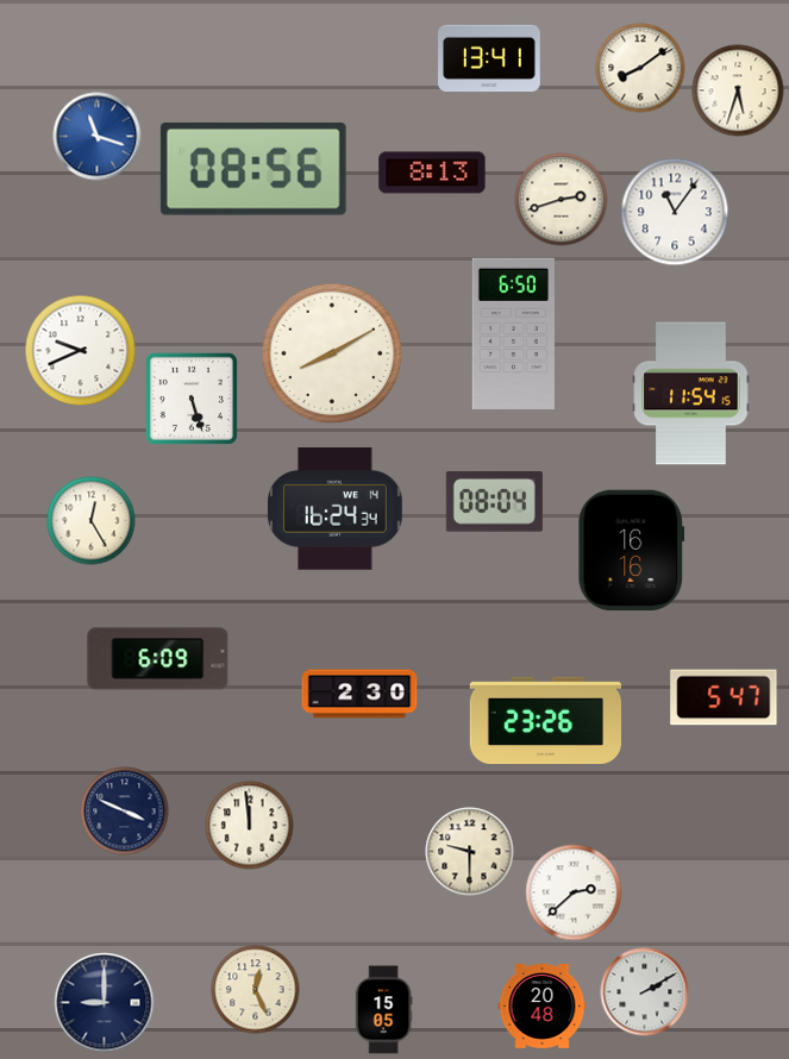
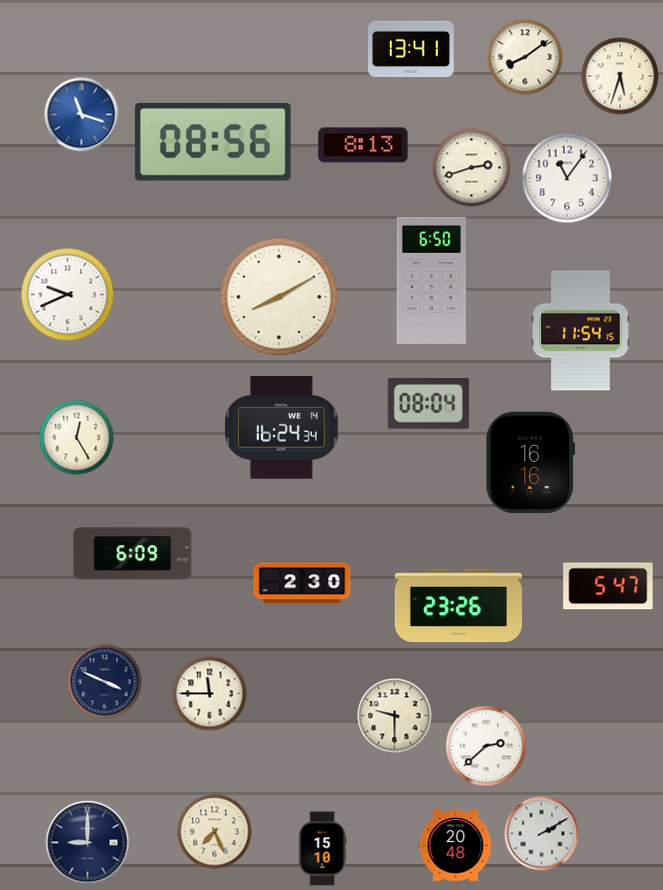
clock at (640, 68) position: (640, 68) -> (525, 57)
clock at (192, 399): 5:27 -> none
clock at (494, 502) position: (494, 502) -> (428, 404)
clock at (250, 826): 11:59 -> 11:45
clock at (574, 892) position: (574, 892) -> (486, 746)
clock at (256, 990): 12:26 -> 7:26
clock at (383, 1010): 15:05 -> 15:10
